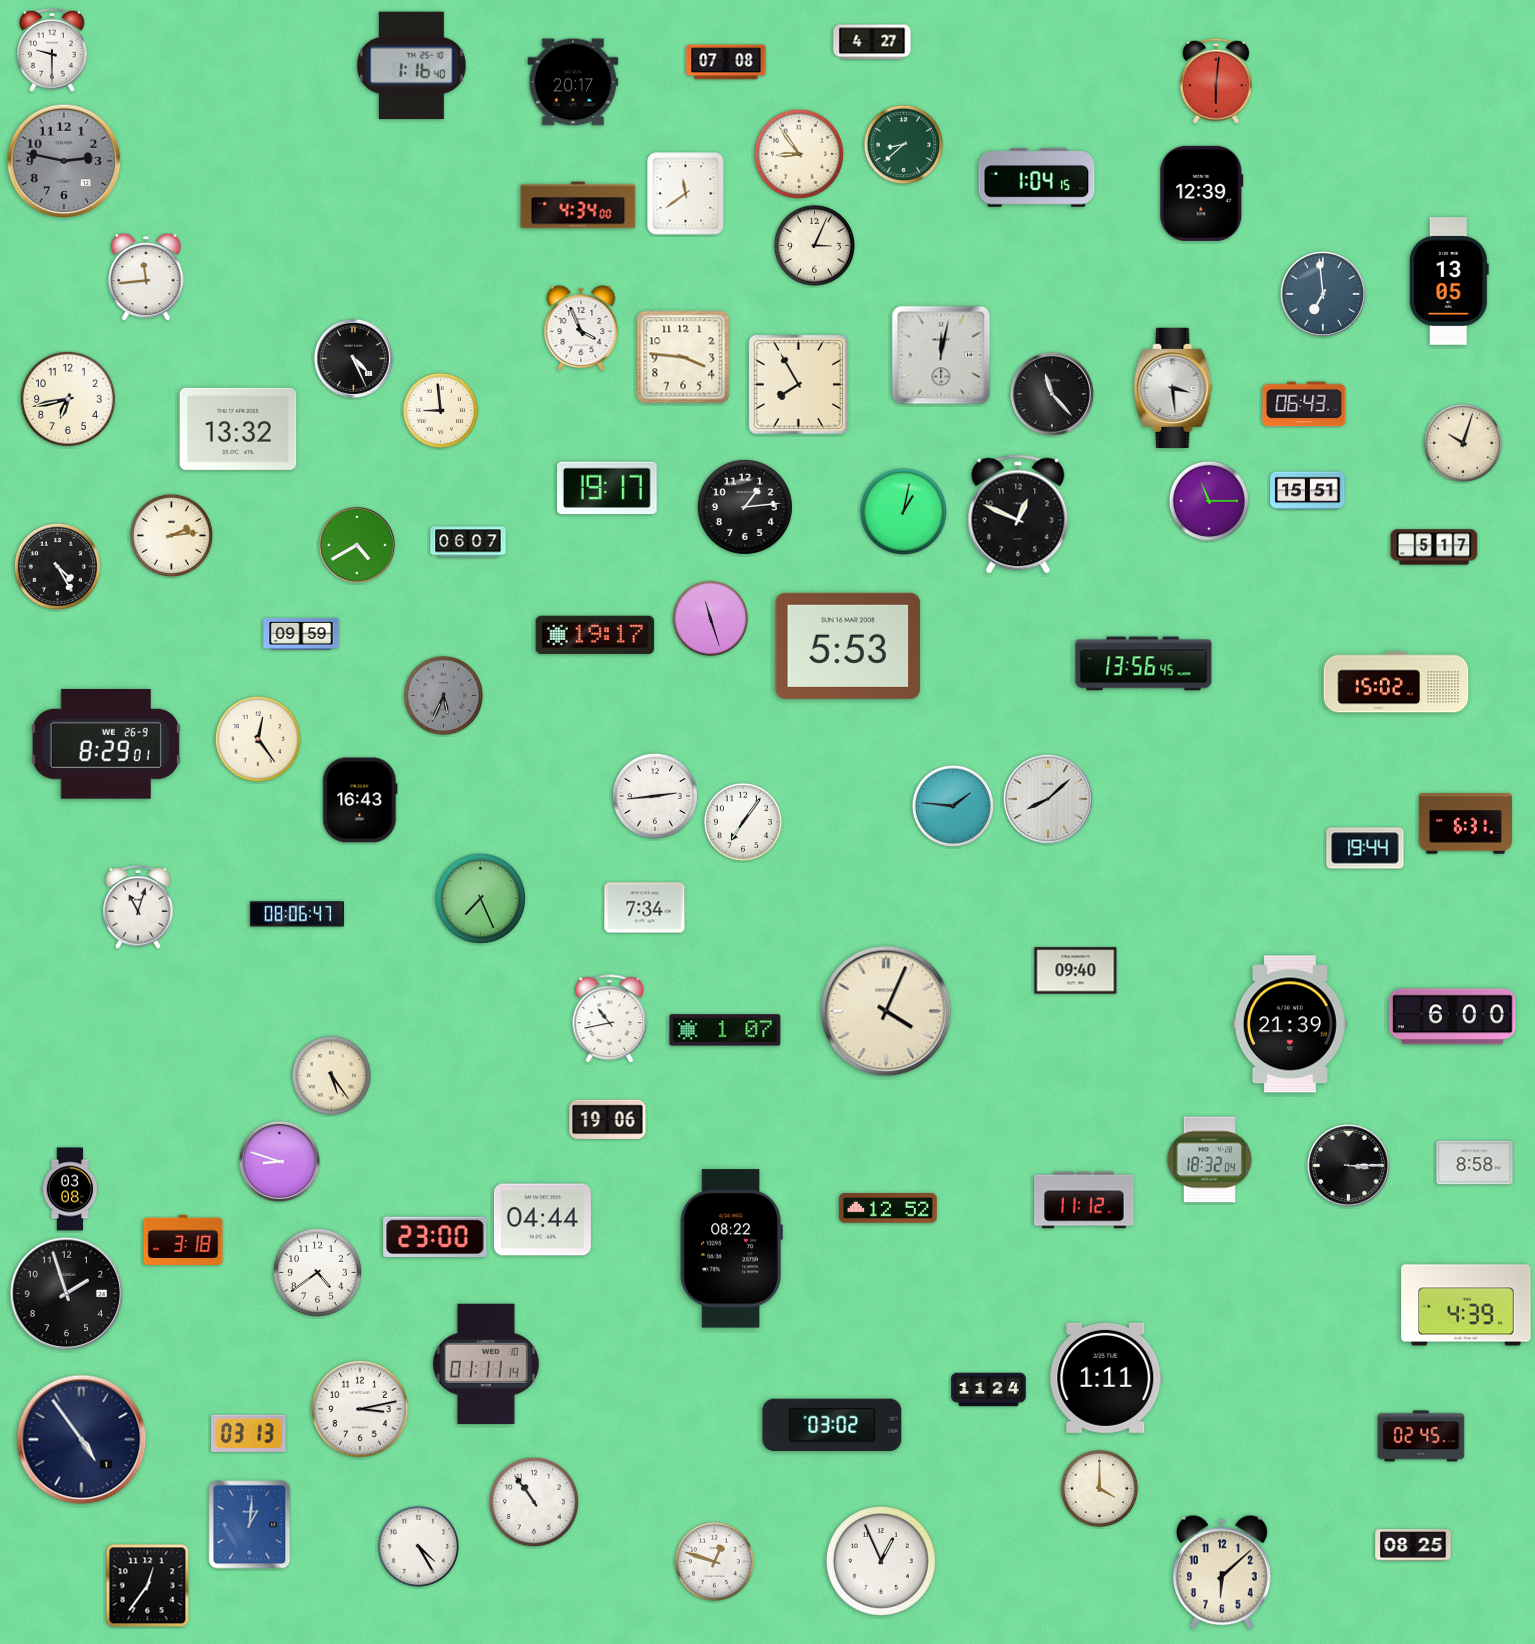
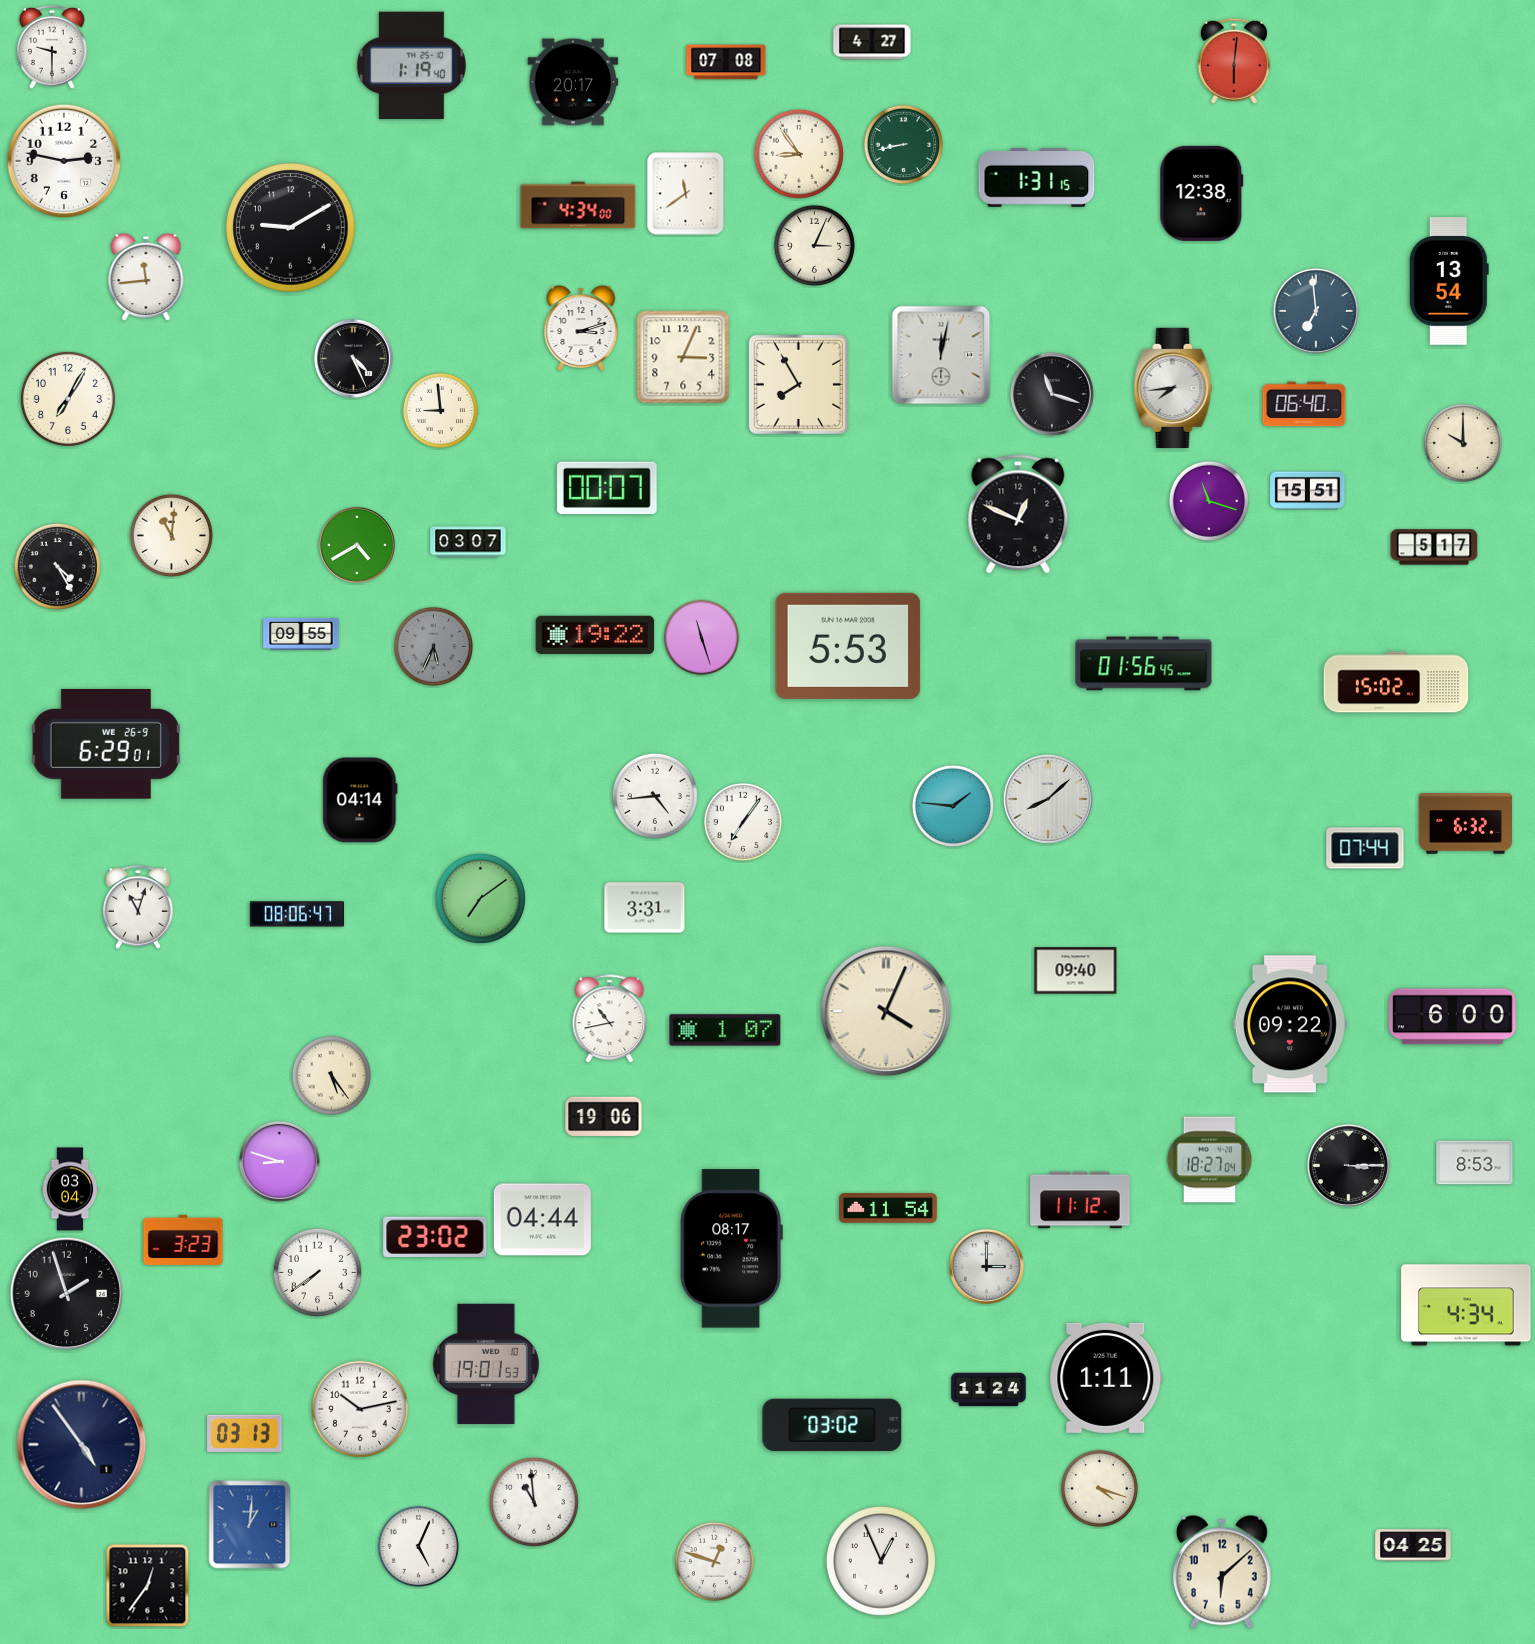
clock at (52, 50) position: (52, 50) -> (52, 47)
clock at (411, 66): 1:16 -> 1:19
clock at (1216, 81) position: (1216, 81) -> (1234, 61)
clock at (903, 144): 8:38 -> 8:43
clock at (64, 161) dial: grey -> white
clock at (1037, 177): 1:04 -> 1:31
clock at (1202, 193): 12:39 -> 12:38
clock at (291, 228): none -> 9:10
clock at (1449, 281): 13:05 -> 13:54
clock at (1323, 294) position: (1323, 294) -> (1316, 311)
clock at (581, 329): 3:56 -> 3:12
clock at (683, 357): 3:46 -> 3:04
clock at (1173, 387): 3:29 -> 7:44
clock at (1052, 394): 11:23 -> 11:18
clock at (68, 399): 6:43 -> 7:05
clock at (1304, 404): 06:43 -> 06:40
clock at (238, 429): 13:32 -> none
clock at (1462, 442): 10:03 -> 10:00
clock at (608, 488): 19:17 -> 00:07
clock at (1208, 500): 11:15 -> 11:18
clock at (745, 507): 1:14 -> none
clock at (903, 511): 1:02 -> none
clock at (171, 535): 2:14 -> 11:01
clock at (468, 542): 06:07 -> 03:07
clock at (711, 619) position: (711, 619) -> (702, 638)
clock at (301, 634): 09:59 -> 09:55
clock at (595, 634): 19:17 -> 19:22
clock at (1144, 664): 13:56 -> 01:56
clock at (443, 695) position: (443, 695) -> (433, 646)
clock at (258, 739): 12:24 -> none
clock at (106, 744): 8:29 -> 6:29
clock at (655, 796): 2:44 -> 4:44
clock at (360, 800): 16:43 -> 04:14
clock at (1465, 824): 6:31 -> 6:32
clock at (1365, 848): 19:44 -> 07:44
clock at (480, 898): 7:26 -> 7:09
clock at (645, 908): 7:34 -> 3:31
clock at (1290, 1024): 21:39 -> 09:22
clock at (608, 1120) position: (608, 1120) -> (604, 1117)
clock at (1209, 1160): 18:32 -> 18:27
clock at (1475, 1163): 8:58 -> 8:53
clock at (70, 1189): 03:08 -> 03:04
clock at (1084, 1200) position: (1084, 1200) -> (1080, 1200)
clock at (888, 1208): 12:52 -> 11:54
clock at (435, 1236): 23:00 -> 23:02
clock at (183, 1240): 3:18 -> 3:23
clock at (731, 1249): 08:22 -> 08:17
clock at (986, 1266): none -> 3:00
clock at (317, 1272): 4:39 -> 7:39
clock at (1466, 1305): 4:39 -> 4:34
clock at (486, 1364): 01:11 -> 19:01
clock at (360, 1409): 3:13 -> 10:13
clock at (249, 1433) position: (249, 1433) -> (245, 1433)
clock at (1421, 1436): 02:45 -> none
clock at (82, 1440) position: (82, 1440) -> (82, 1445)
clock at (1099, 1488): 4:00 -> 4:18
clock at (534, 1502): 10:54 -> 10:59
clock at (1413, 1545): 08:25 -> 04:25
clock at (418, 1546): 4:25 -> 5:04
